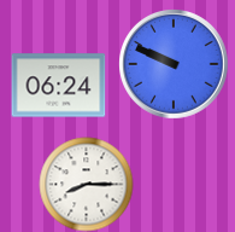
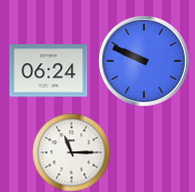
clock at (174, 64) position: (174, 64) -> (144, 61)
clock at (86, 184): 8:15 -> 11:15
